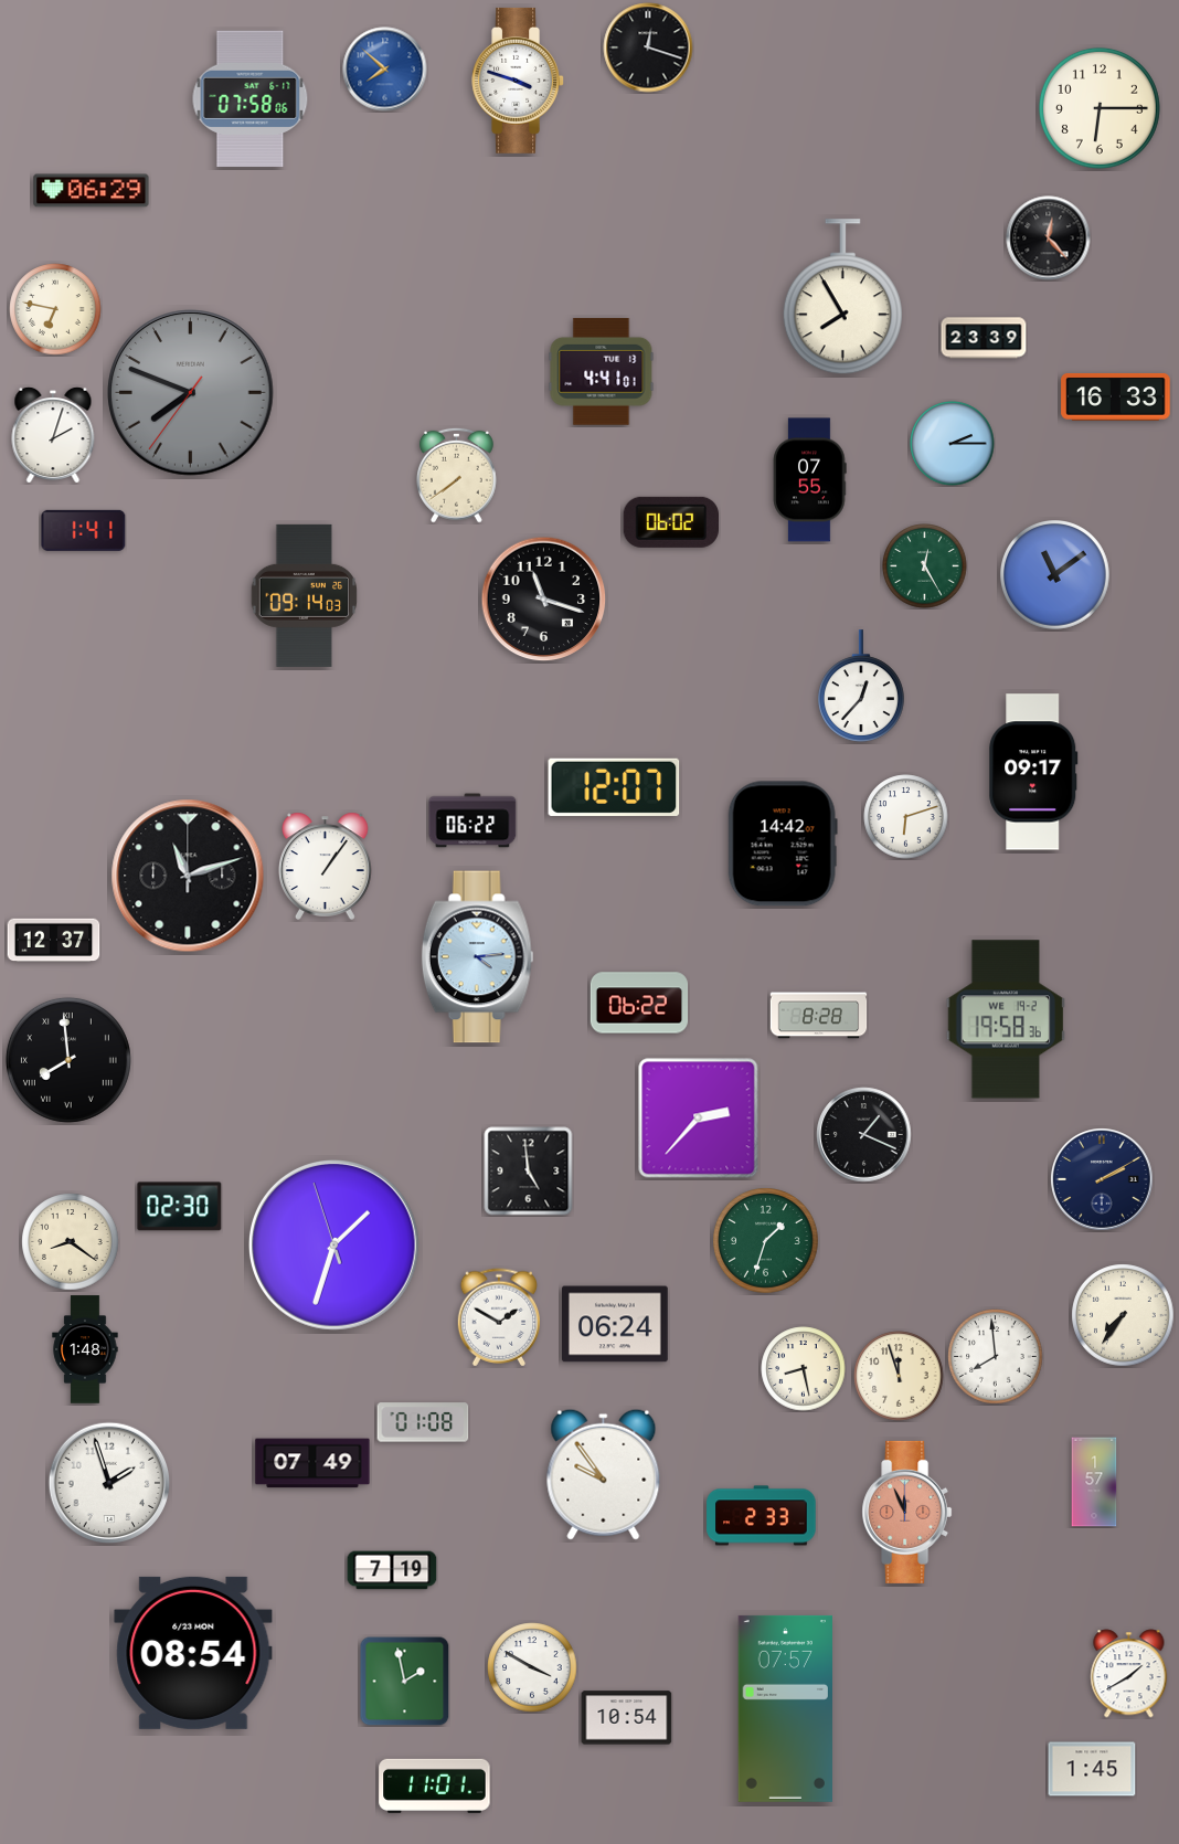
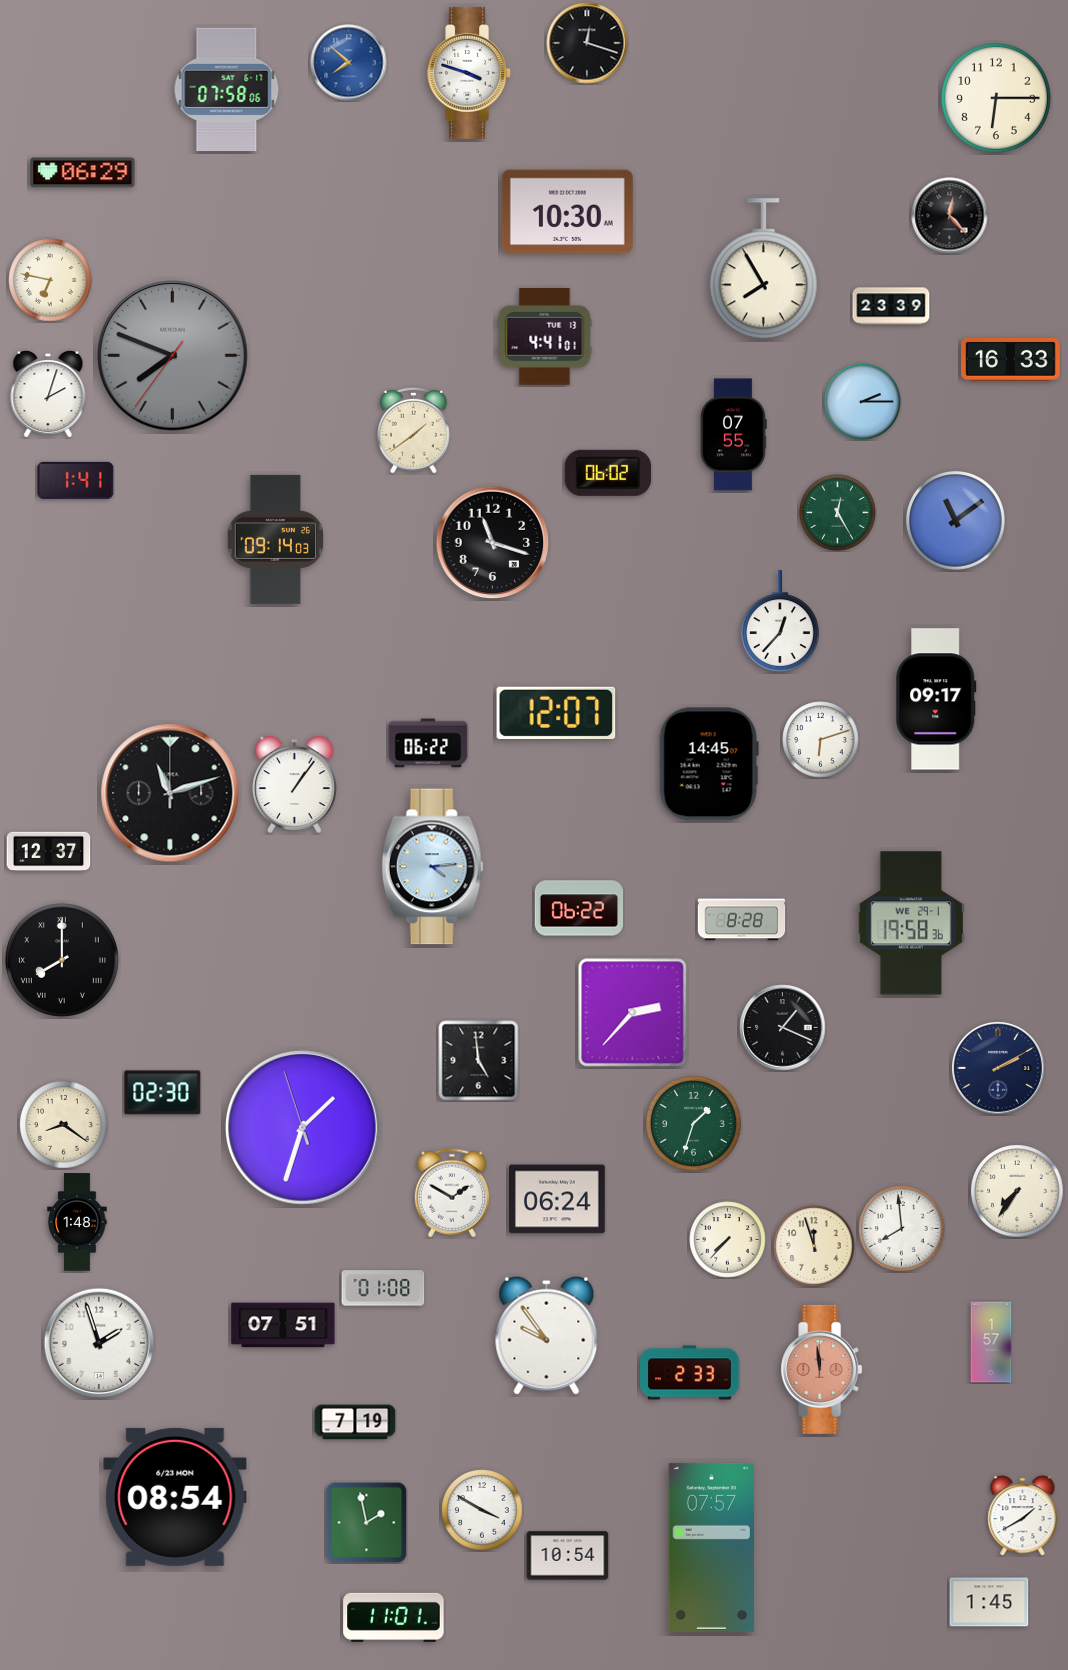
clock at (567, 212): none -> 10:30
clock at (457, 475): 7:39 -> 1:39
clock at (783, 844): 14:42 -> 14:45
clock at (1006, 1019) date: WE 19-2 -> WE 29-1
clock at (68, 1060): 7:59 -> 8:00
clock at (804, 1369): 8:28 -> 7:37
clock at (312, 1463): 07:49 -> 07:51
clock at (907, 1512): 11:56 -> 11:59
